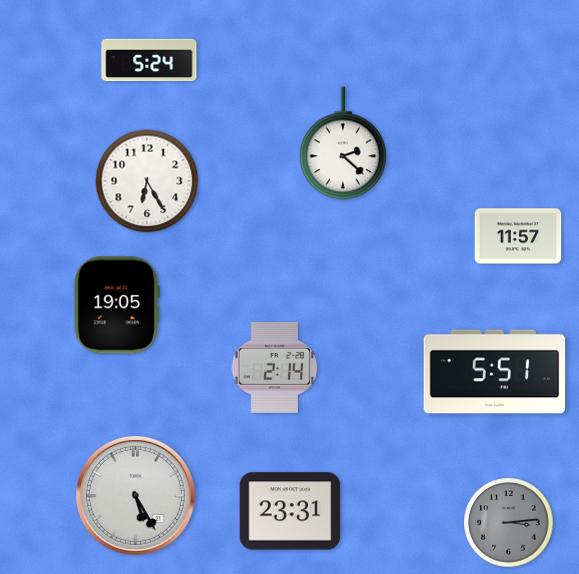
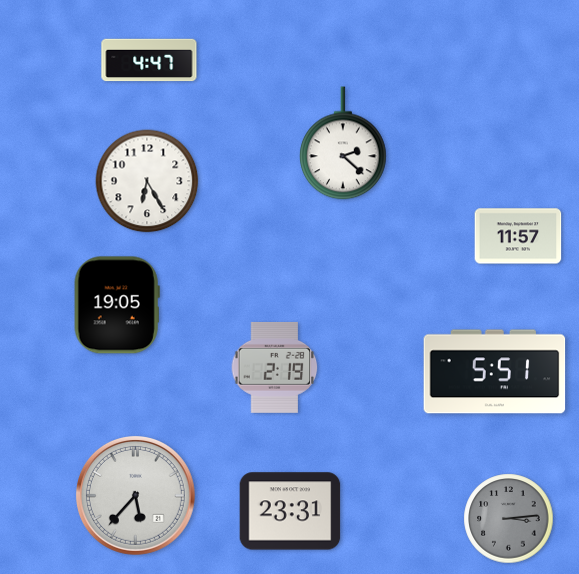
clock at (149, 60): 5:24 -> 4:47
clock at (275, 367): 2:14 -> 2:19
clock at (135, 495): 5:25 -> 5:37
clock at (509, 523) position: (509, 523) -> (509, 519)
